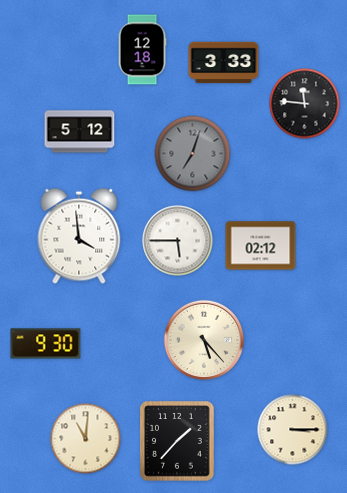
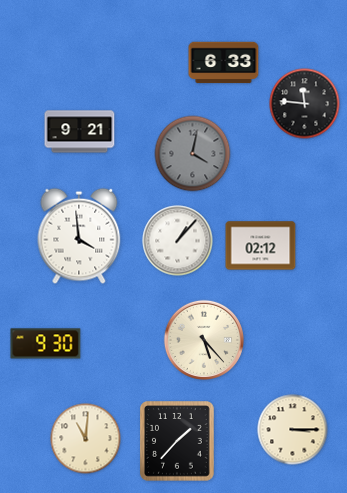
clock at (142, 50): 12:18 -> none
clock at (224, 63): 3:33 -> 6:33
clock at (80, 132): 5:12 -> 9:21
clock at (193, 154): 7:03 -> 4:02
clock at (178, 241): 5:45 -> 1:07
